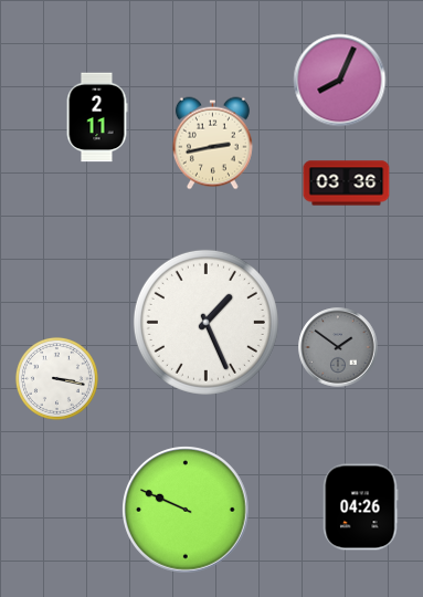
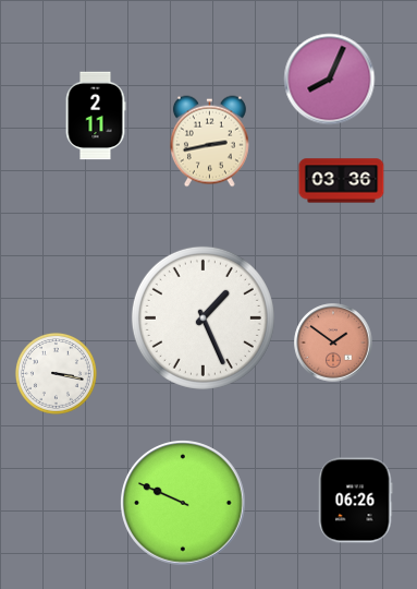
clock at (340, 81) position: (340, 81) -> (330, 80)
clock at (338, 347) dial: grey -> salmon
clock at (361, 507): 04:26 -> 06:26
